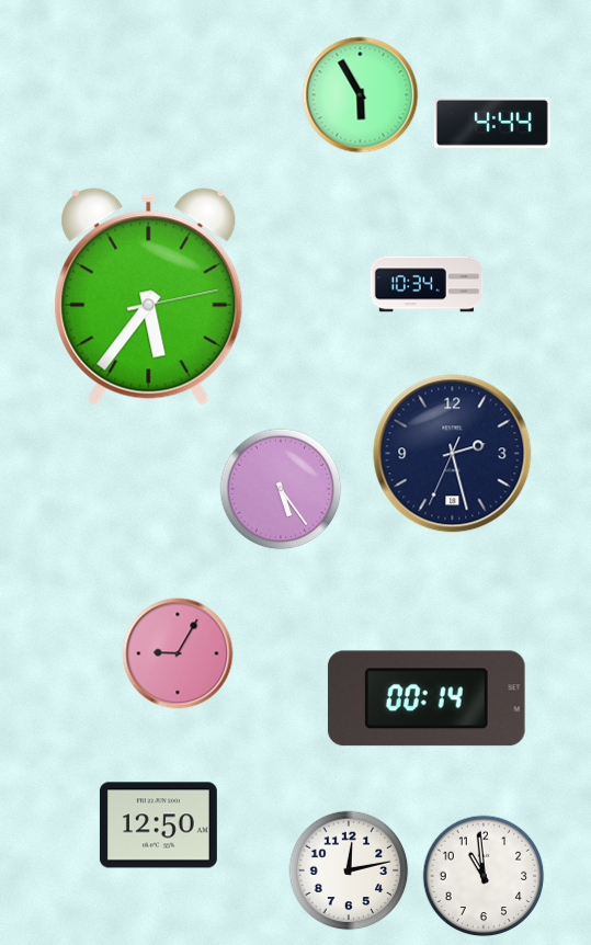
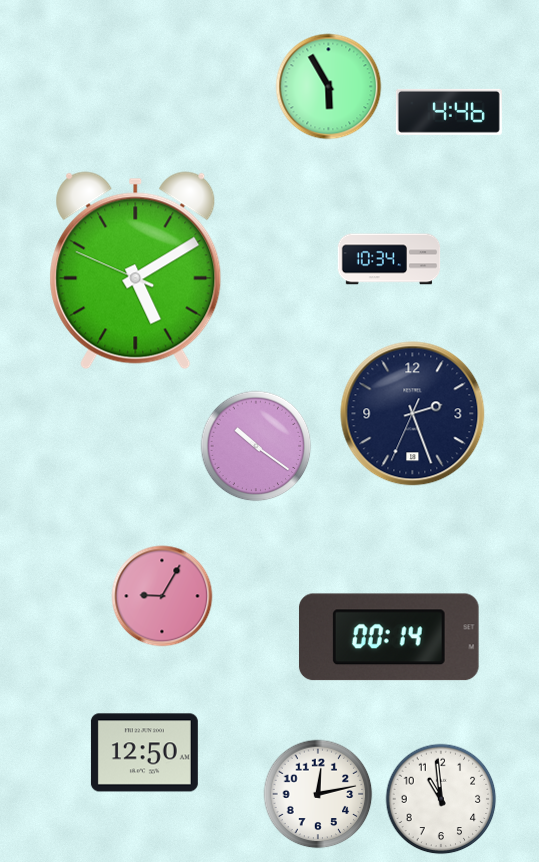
clock at (492, 123): 4:44 -> 4:46
clock at (149, 297): 5:36 -> 5:09
clock at (453, 454): 2:27 -> 2:26
clock at (281, 489): 5:24 -> 10:21
